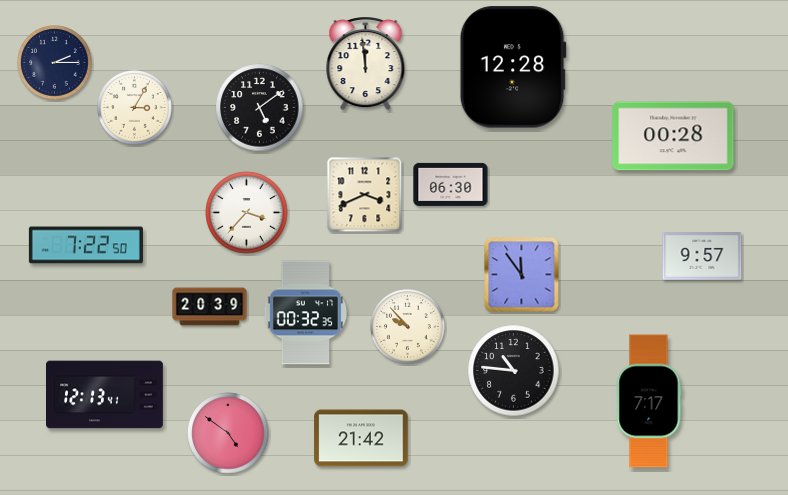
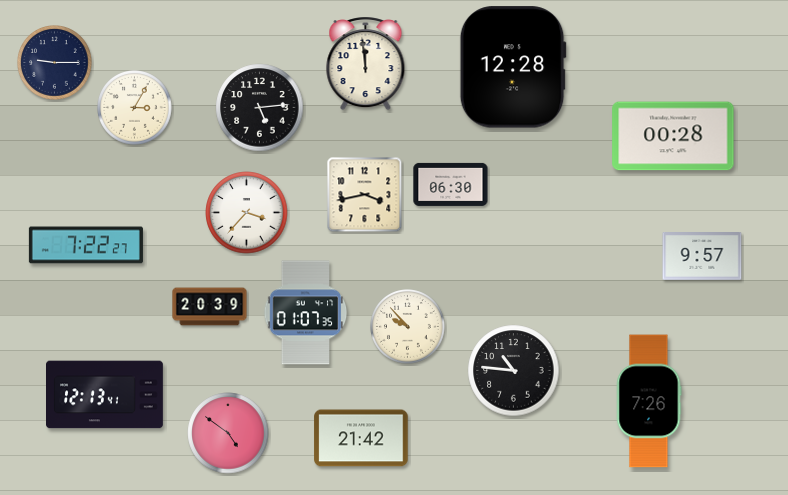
clock at (55, 63): 2:15 -> 9:15
clock at (260, 108): 5:09 -> 5:14
clock at (365, 195): 3:41 -> 3:43
clock at (86, 245): 7:22:50 -> 7:22:27
clock at (522, 275): 11:54 -> none
clock at (306, 313): 00:32 -> 01:07
clock at (649, 401): 7:17 -> 7:26
